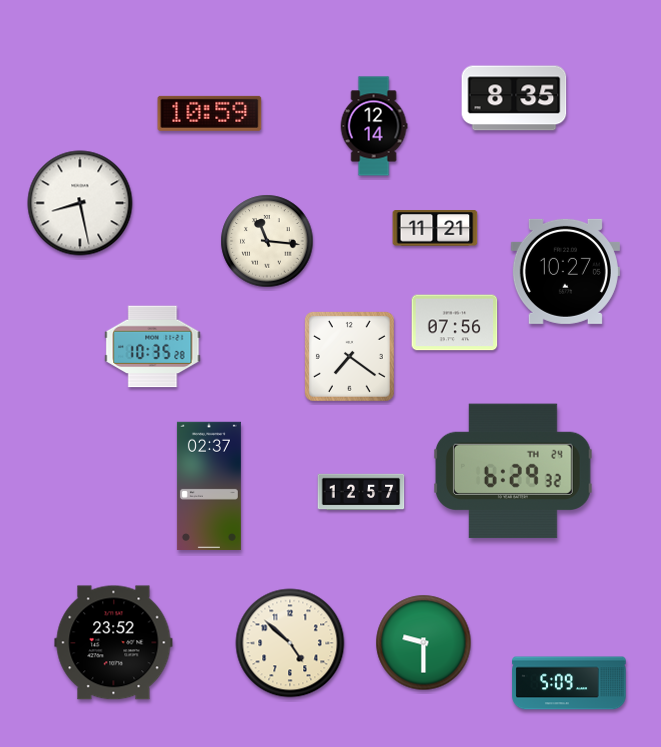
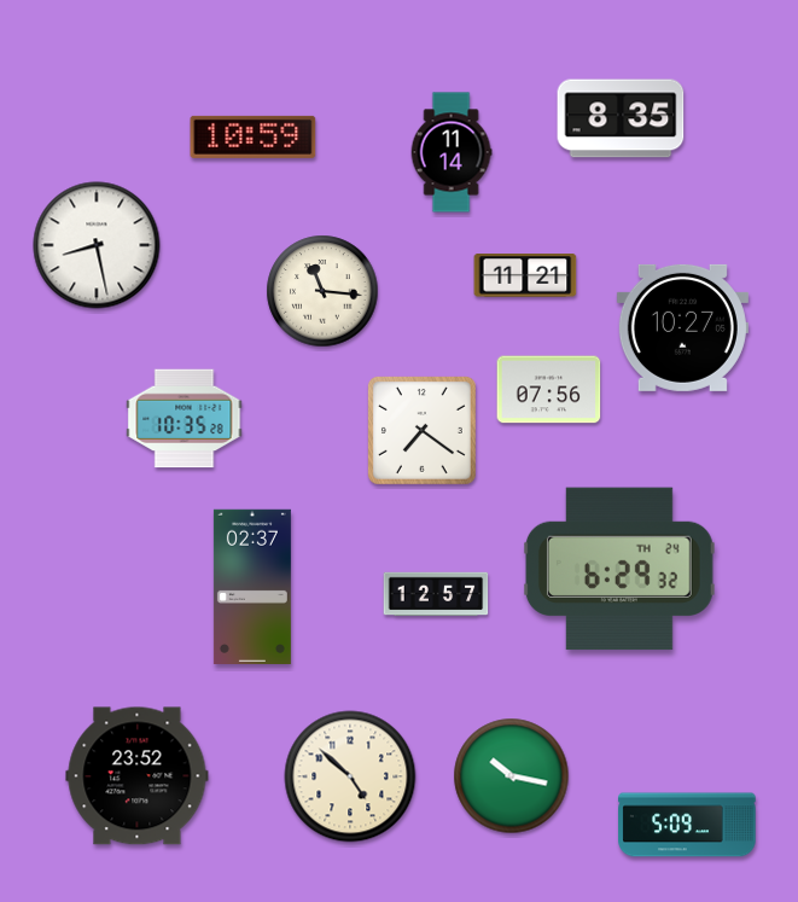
clock at (374, 126): 12:14 -> 11:14
clock at (424, 643): 9:30 -> 10:17
